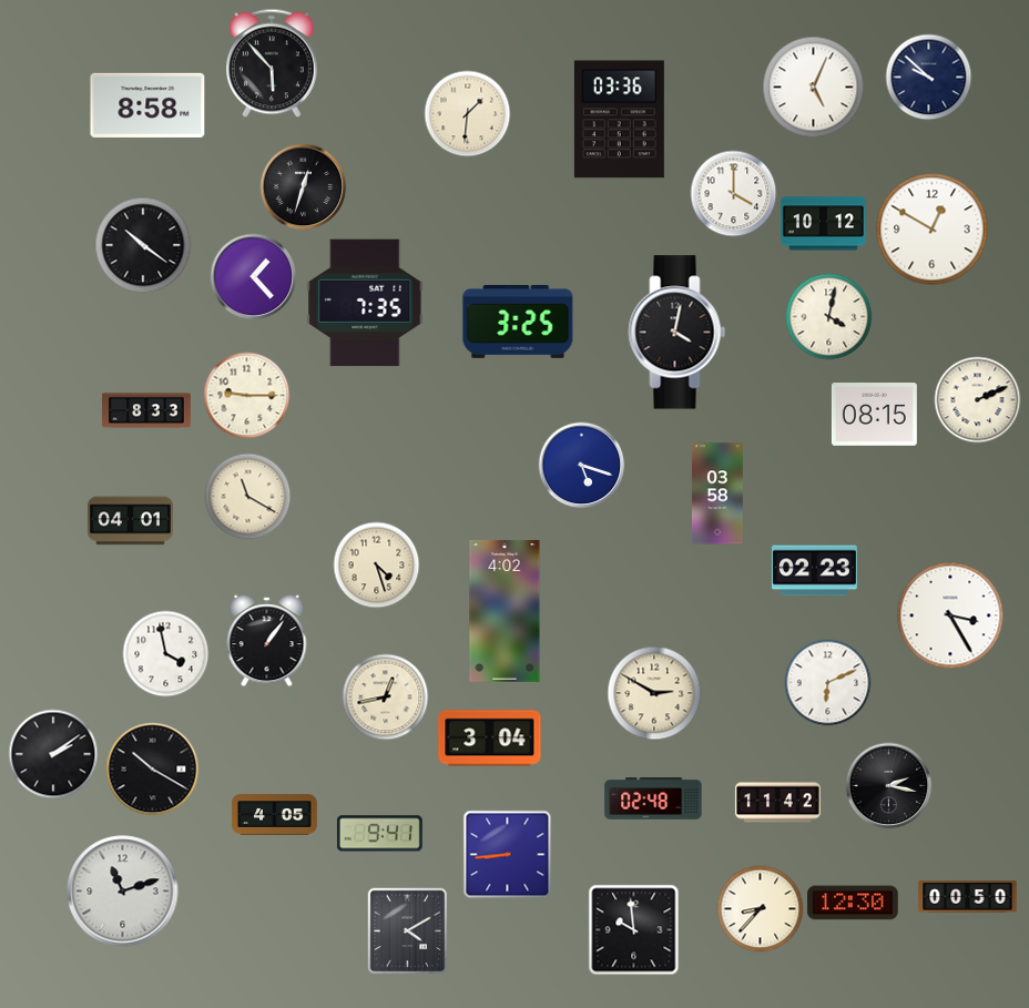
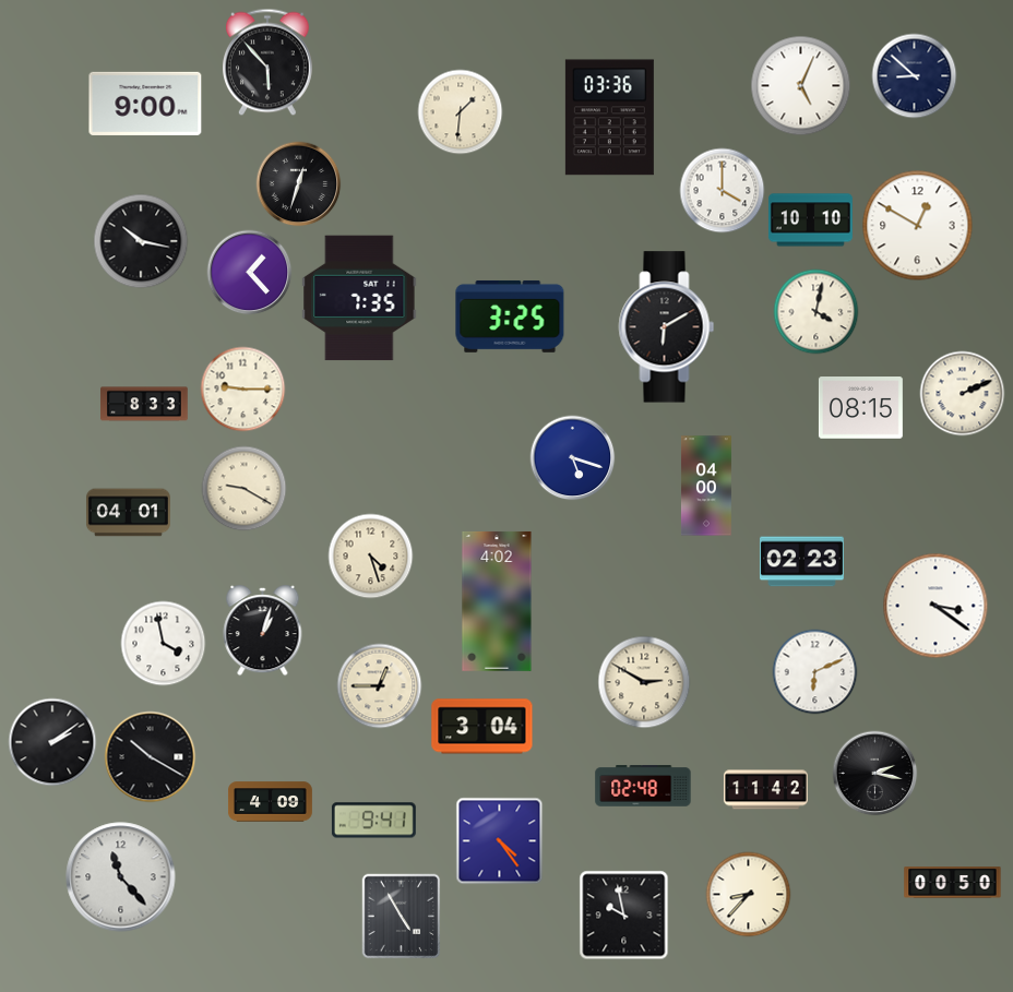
clock at (928, 77): 9:52 -> 8:52
clock at (147, 105): 8:58 -> 9:00
clock at (823, 224): 10:12 -> 10:10
clock at (143, 245): 10:21 -> 10:17
clock at (677, 333): 4:02 -> 6:10
clock at (717, 493): 03:58 -> 04:00
clock at (247, 496): 11:20 -> 9:20
clock at (950, 615): 3:25 -> 3:21
clock at (267, 641): 1:06 -> 1:03
clock at (385, 696): 12:43 -> 12:45
clock at (275, 815): 4:05 -> 4:09
clock at (507, 854): 8:44 -> 4:24
clock at (123, 892): 11:12 -> 11:23
clock at (853, 903): 12:30 -> none
clock at (633, 929): 9:59 -> 9:58
clock at (408, 930): 4:10 -> 4:55
